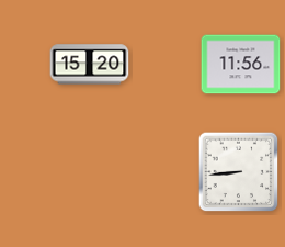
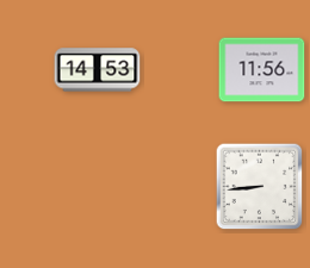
clock at (90, 65): 15:20 -> 14:53
